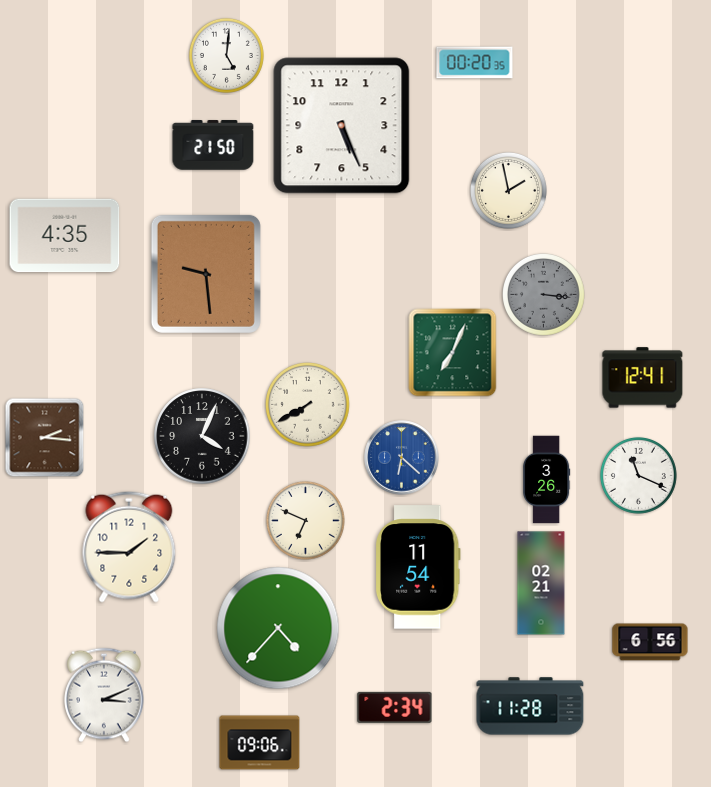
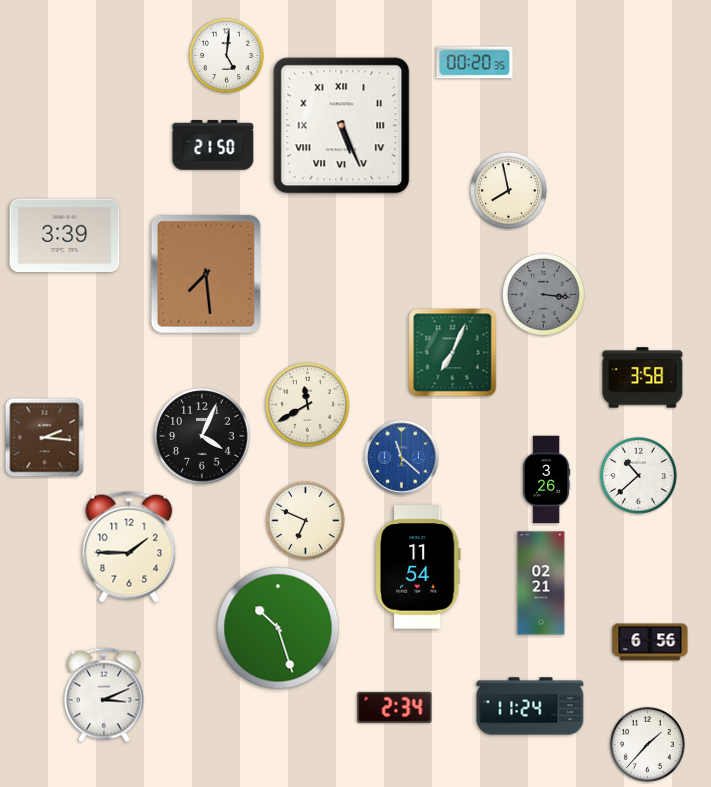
clock at (342, 126) numerals: Arabic -> Roman
clock at (508, 190): 1:58 -> 7:58
clock at (65, 236): 4:35 -> 3:39
clock at (206, 274): 9:29 -> 7:29
clock at (643, 378): 12:41 -> 3:58
clock at (308, 405): 7:40 -> 11:40
clock at (402, 458): 6:22 -> 11:22
clock at (638, 475): 11:19 -> 10:38
clock at (278, 628): 4:37 -> 10:27
clock at (530, 706): 11:28 -> 11:24
clock at (260, 743): 09:06 -> none
clock at (647, 744): none -> 1:37
